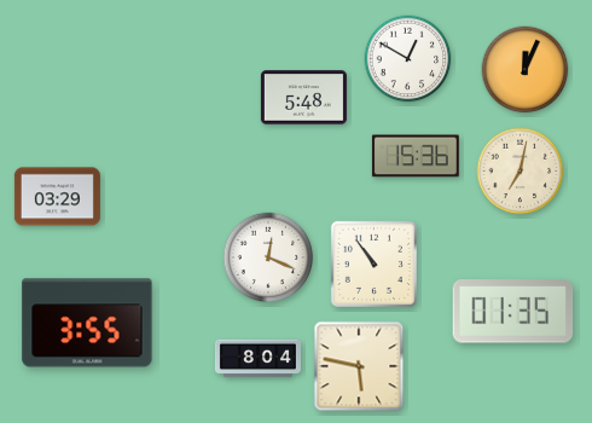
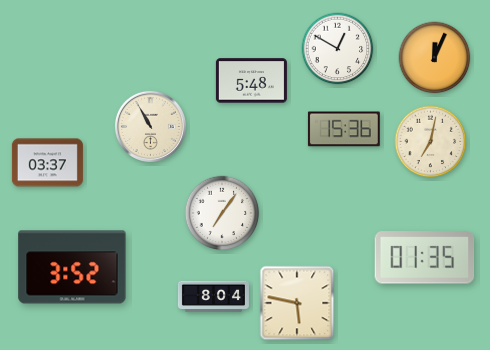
clock at (150, 126): none -> 10:55
clock at (57, 197): 03:29 -> 03:37
clock at (268, 257): 12:19 -> 7:06
clock at (373, 263): 10:54 -> none
clock at (87, 323): 3:55 -> 3:52
